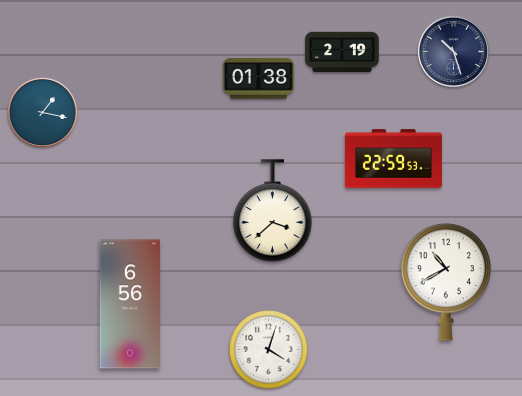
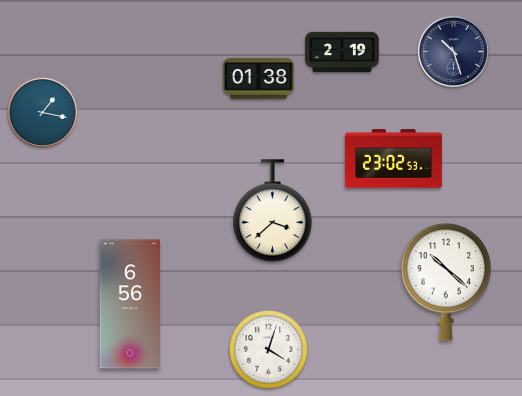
clock at (393, 159): 22:59 -> 23:02
clock at (446, 282): 10:40 -> 10:22
